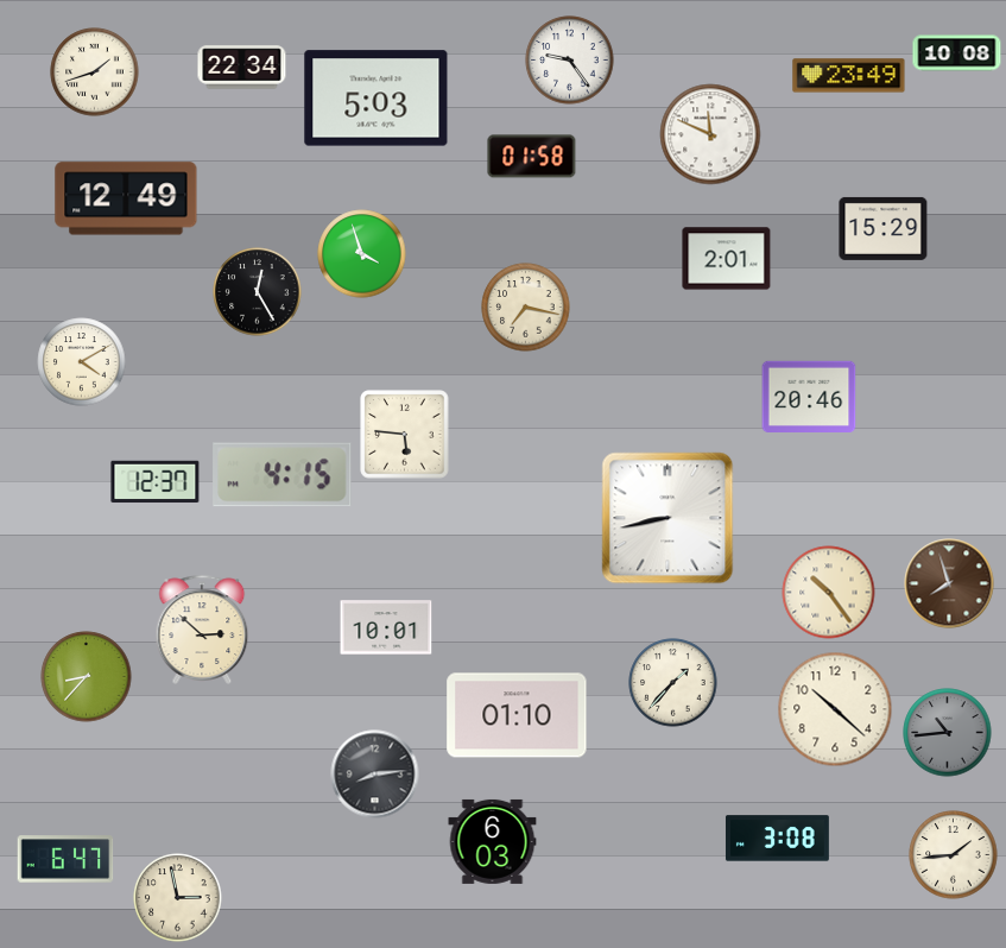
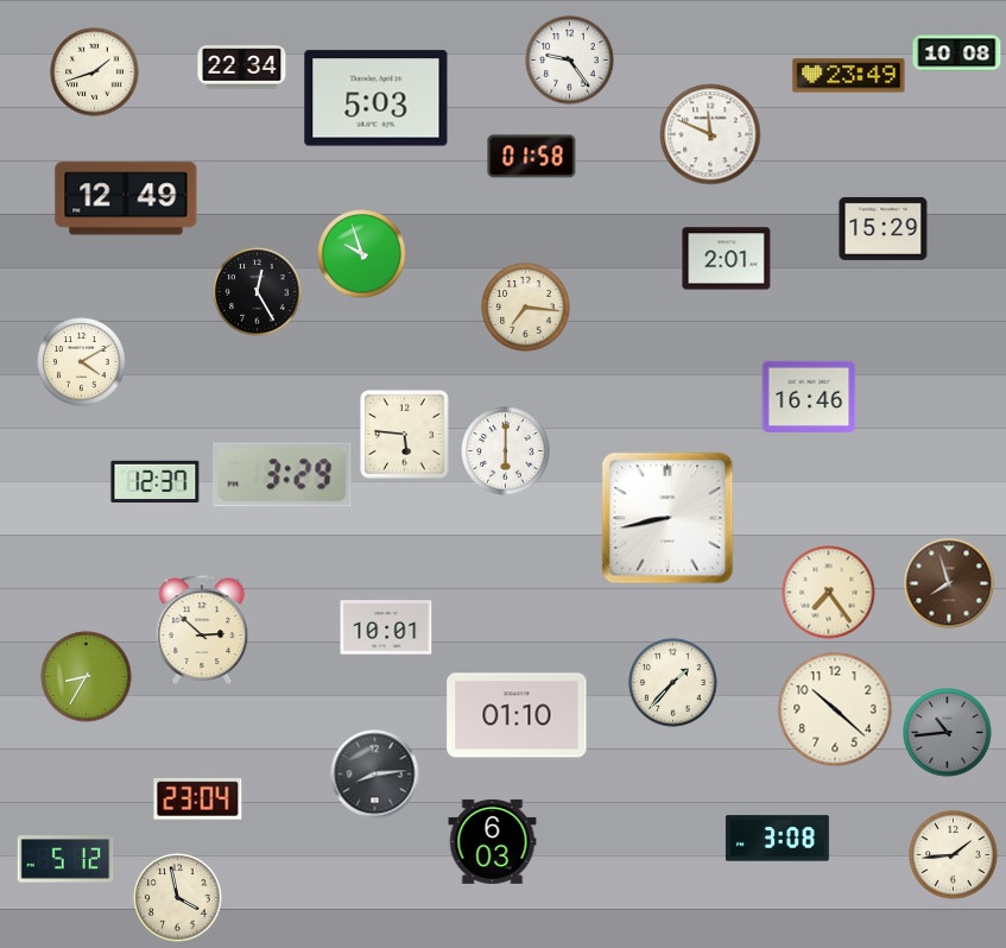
clock at (362, 254): 3:57 -> 9:57
clock at (526, 308): 7:17 -> 7:16
clock at (809, 396): 20:46 -> 16:46
clock at (506, 451): none -> 6:00
clock at (283, 475): 4:15 -> 3:29
clock at (829, 593): 10:24 -> 7:24
clock at (87, 677): 8:37 -> 8:35
clock at (198, 798): none -> 23:04
clock at (65, 859): 6:47 -> 5:12
clock at (178, 898): 2:58 -> 3:58
